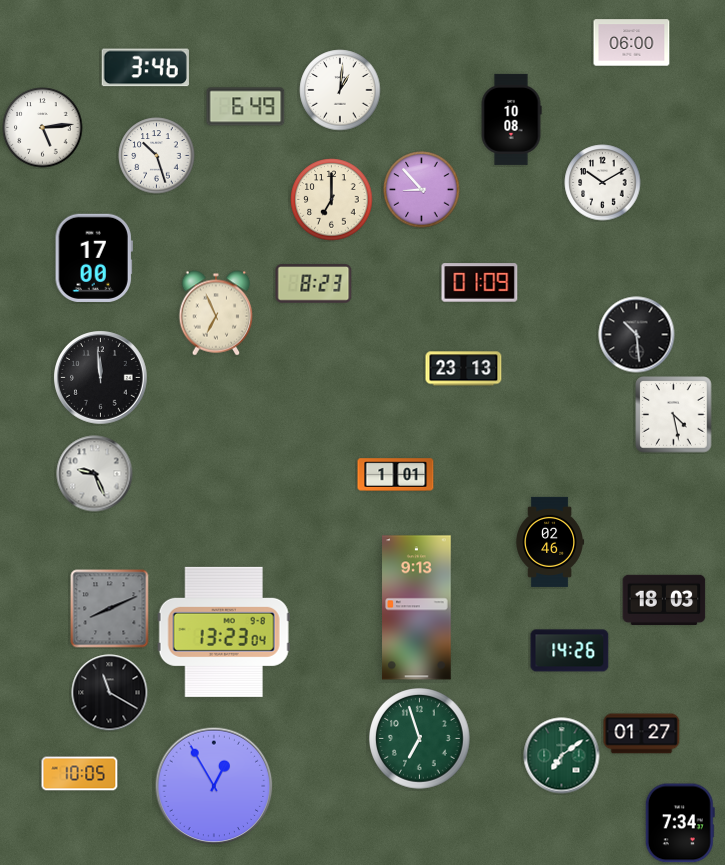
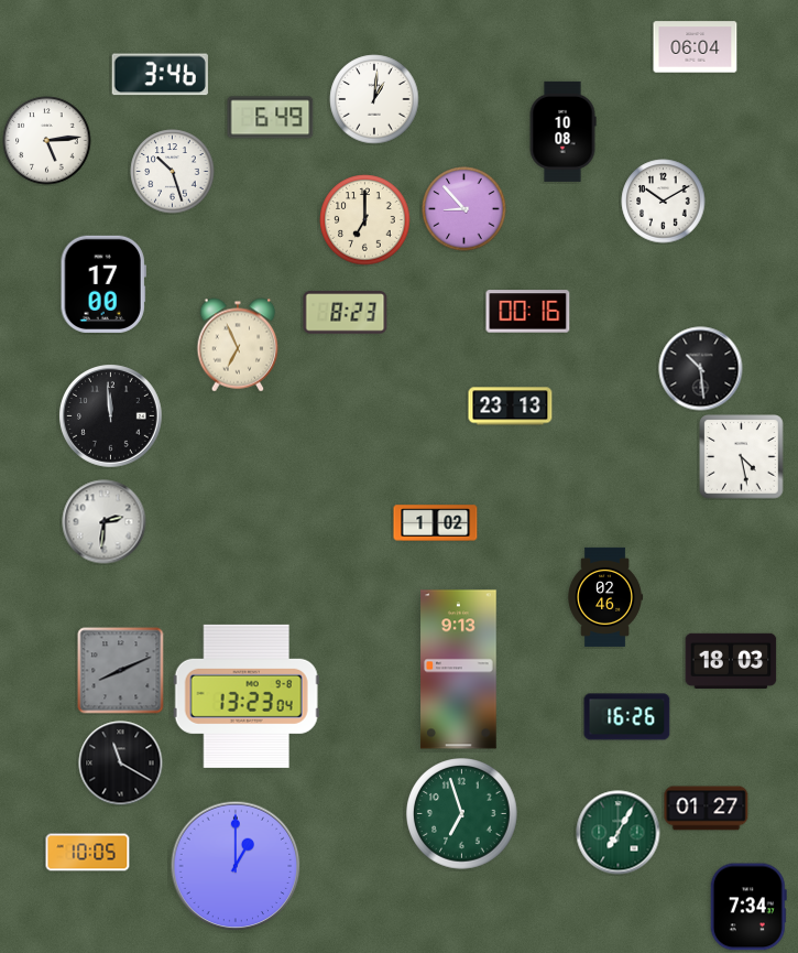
clock at (632, 43): 06:00 -> 06:04
clock at (480, 283): 01:09 -> 00:16
clock at (95, 474): 9:26 -> 2:31
clock at (396, 475): 1:01 -> 1:02
clock at (570, 651): 14:26 -> 16:26
clock at (562, 756): 7:09 -> 7:05
clock at (214, 786): 12:55 -> 1:00
